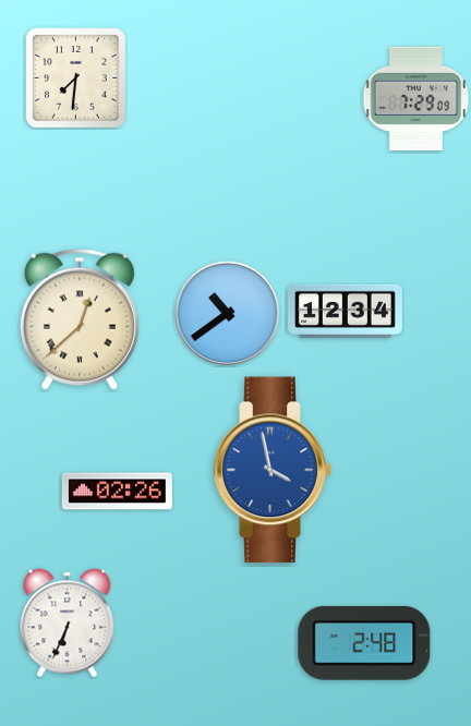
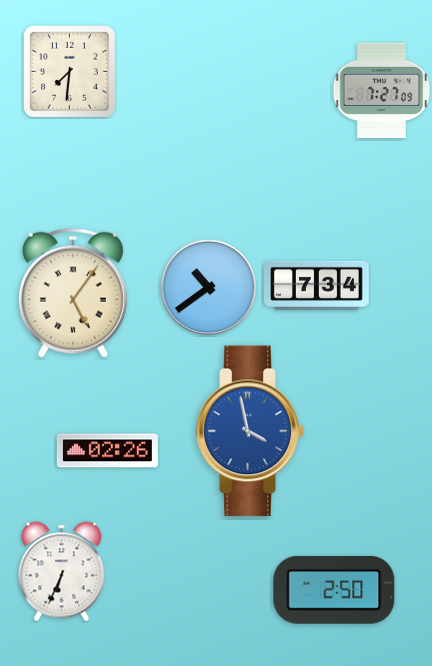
clock at (416, 98): 7:29 -> 7:27
clock at (346, 311): 12:34 -> 7:34
clock at (80, 319): 12:38 -> 5:06
clock at (364, 643): 2:48 -> 2:50
